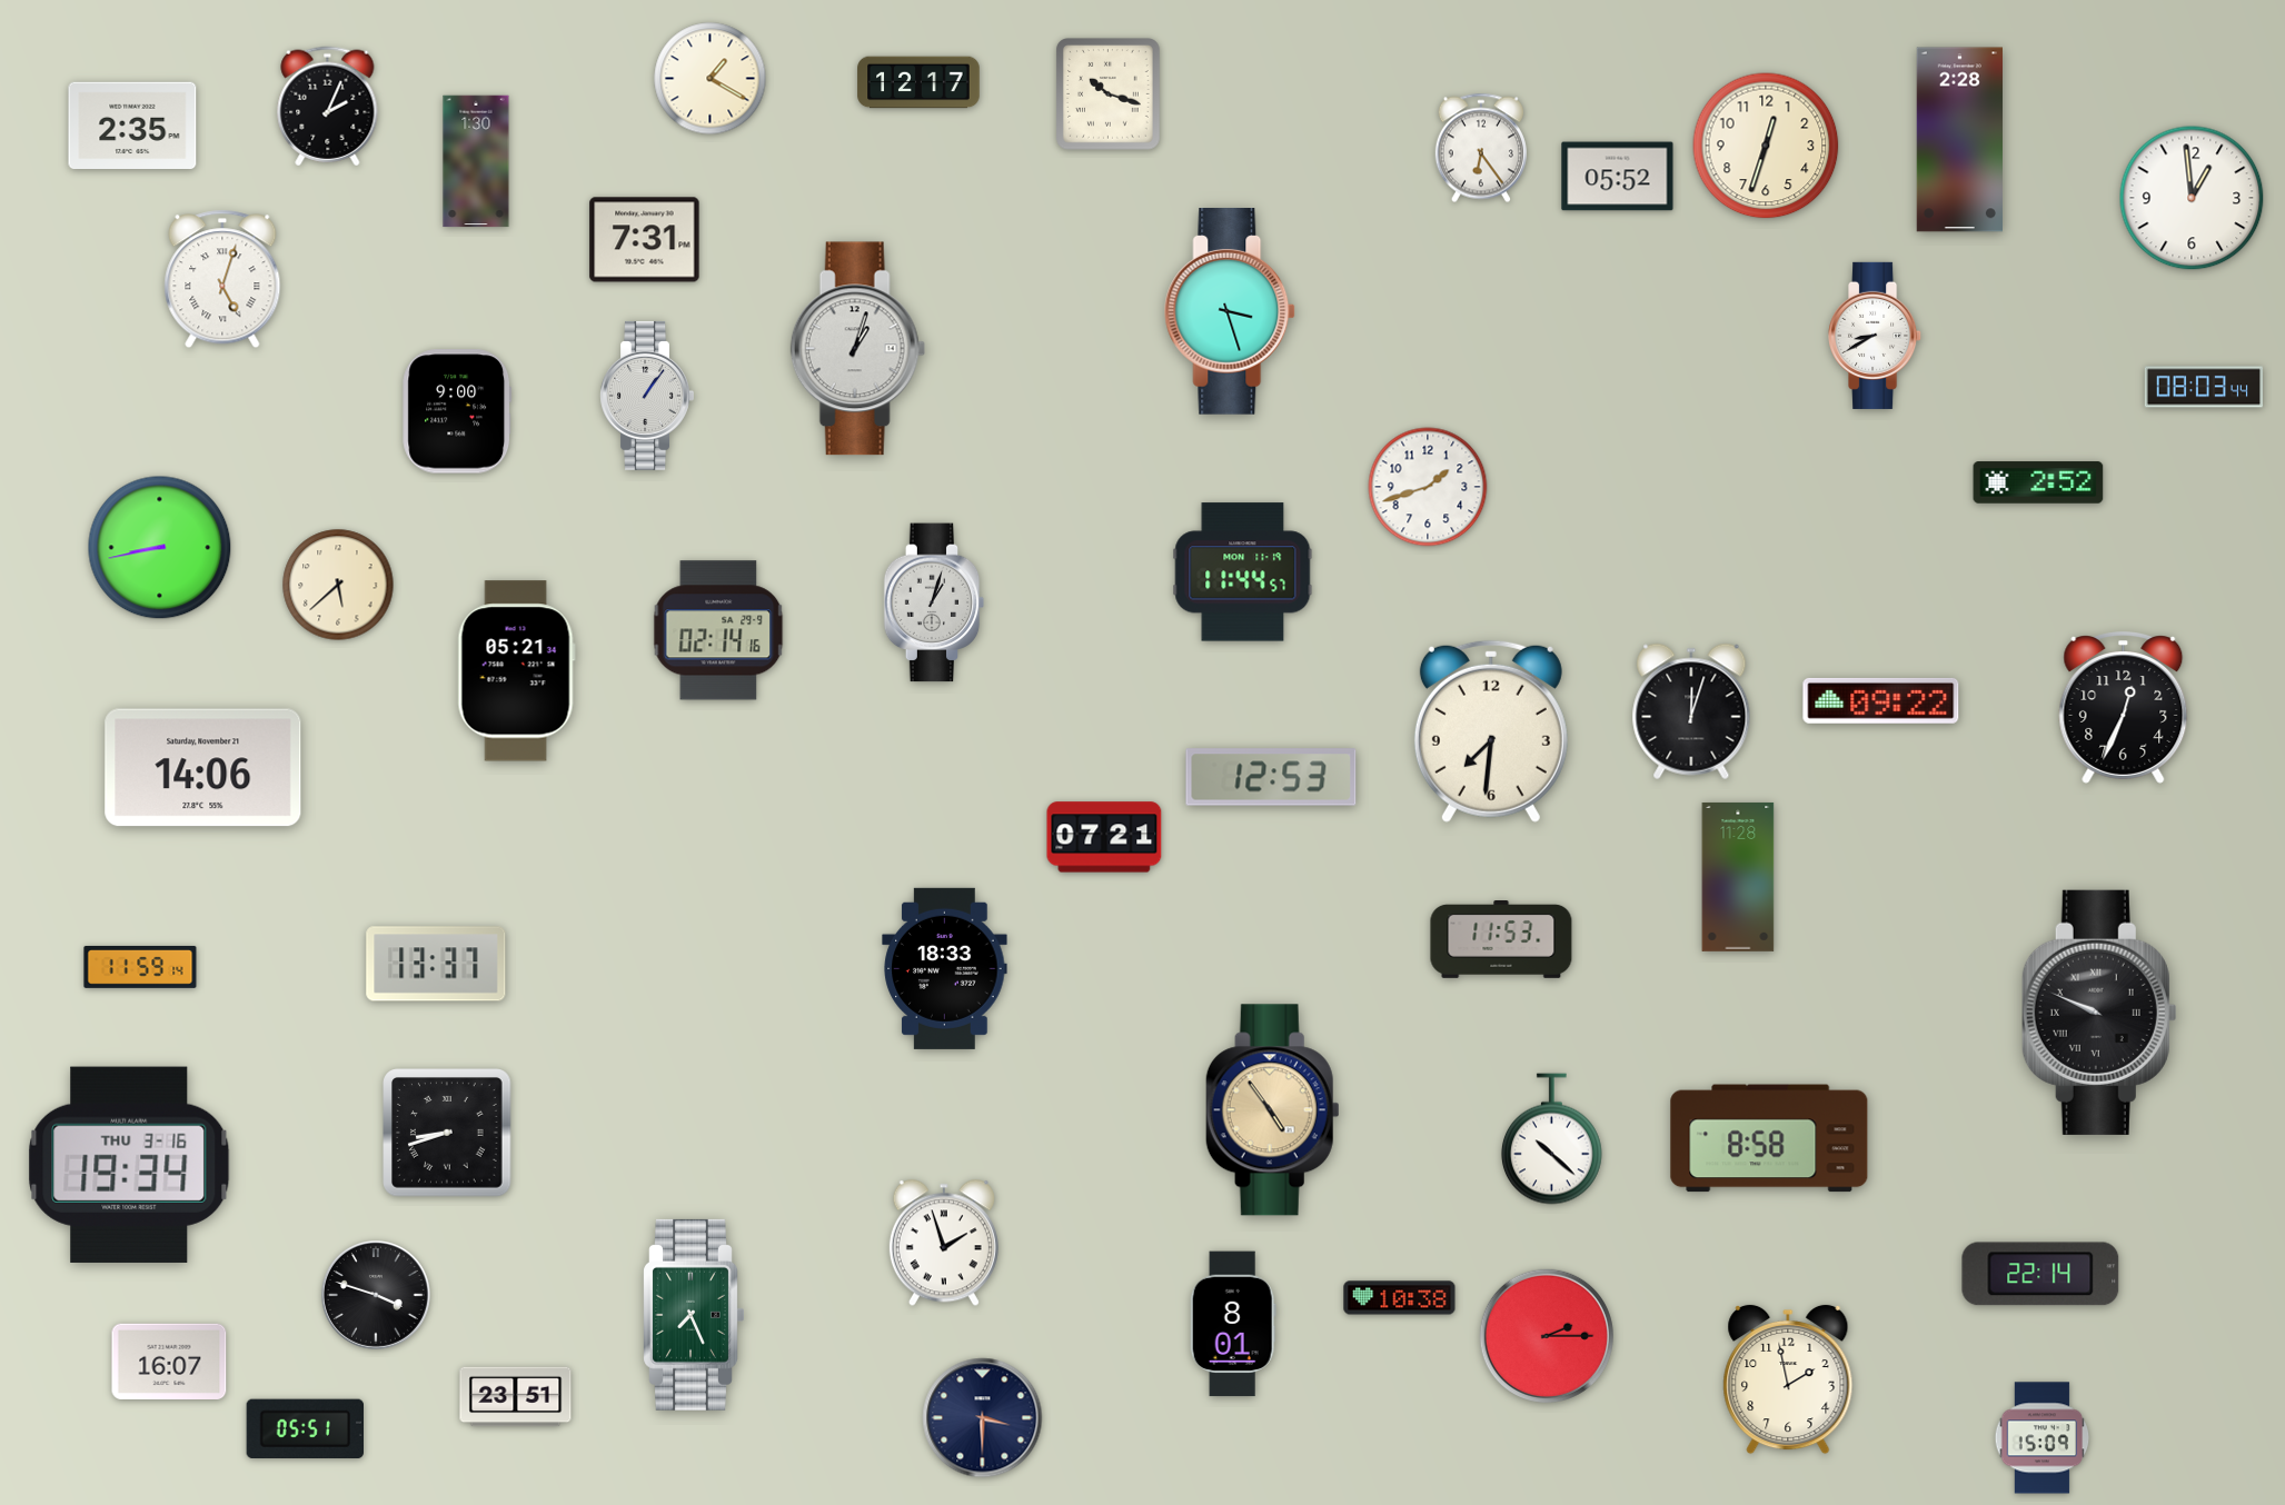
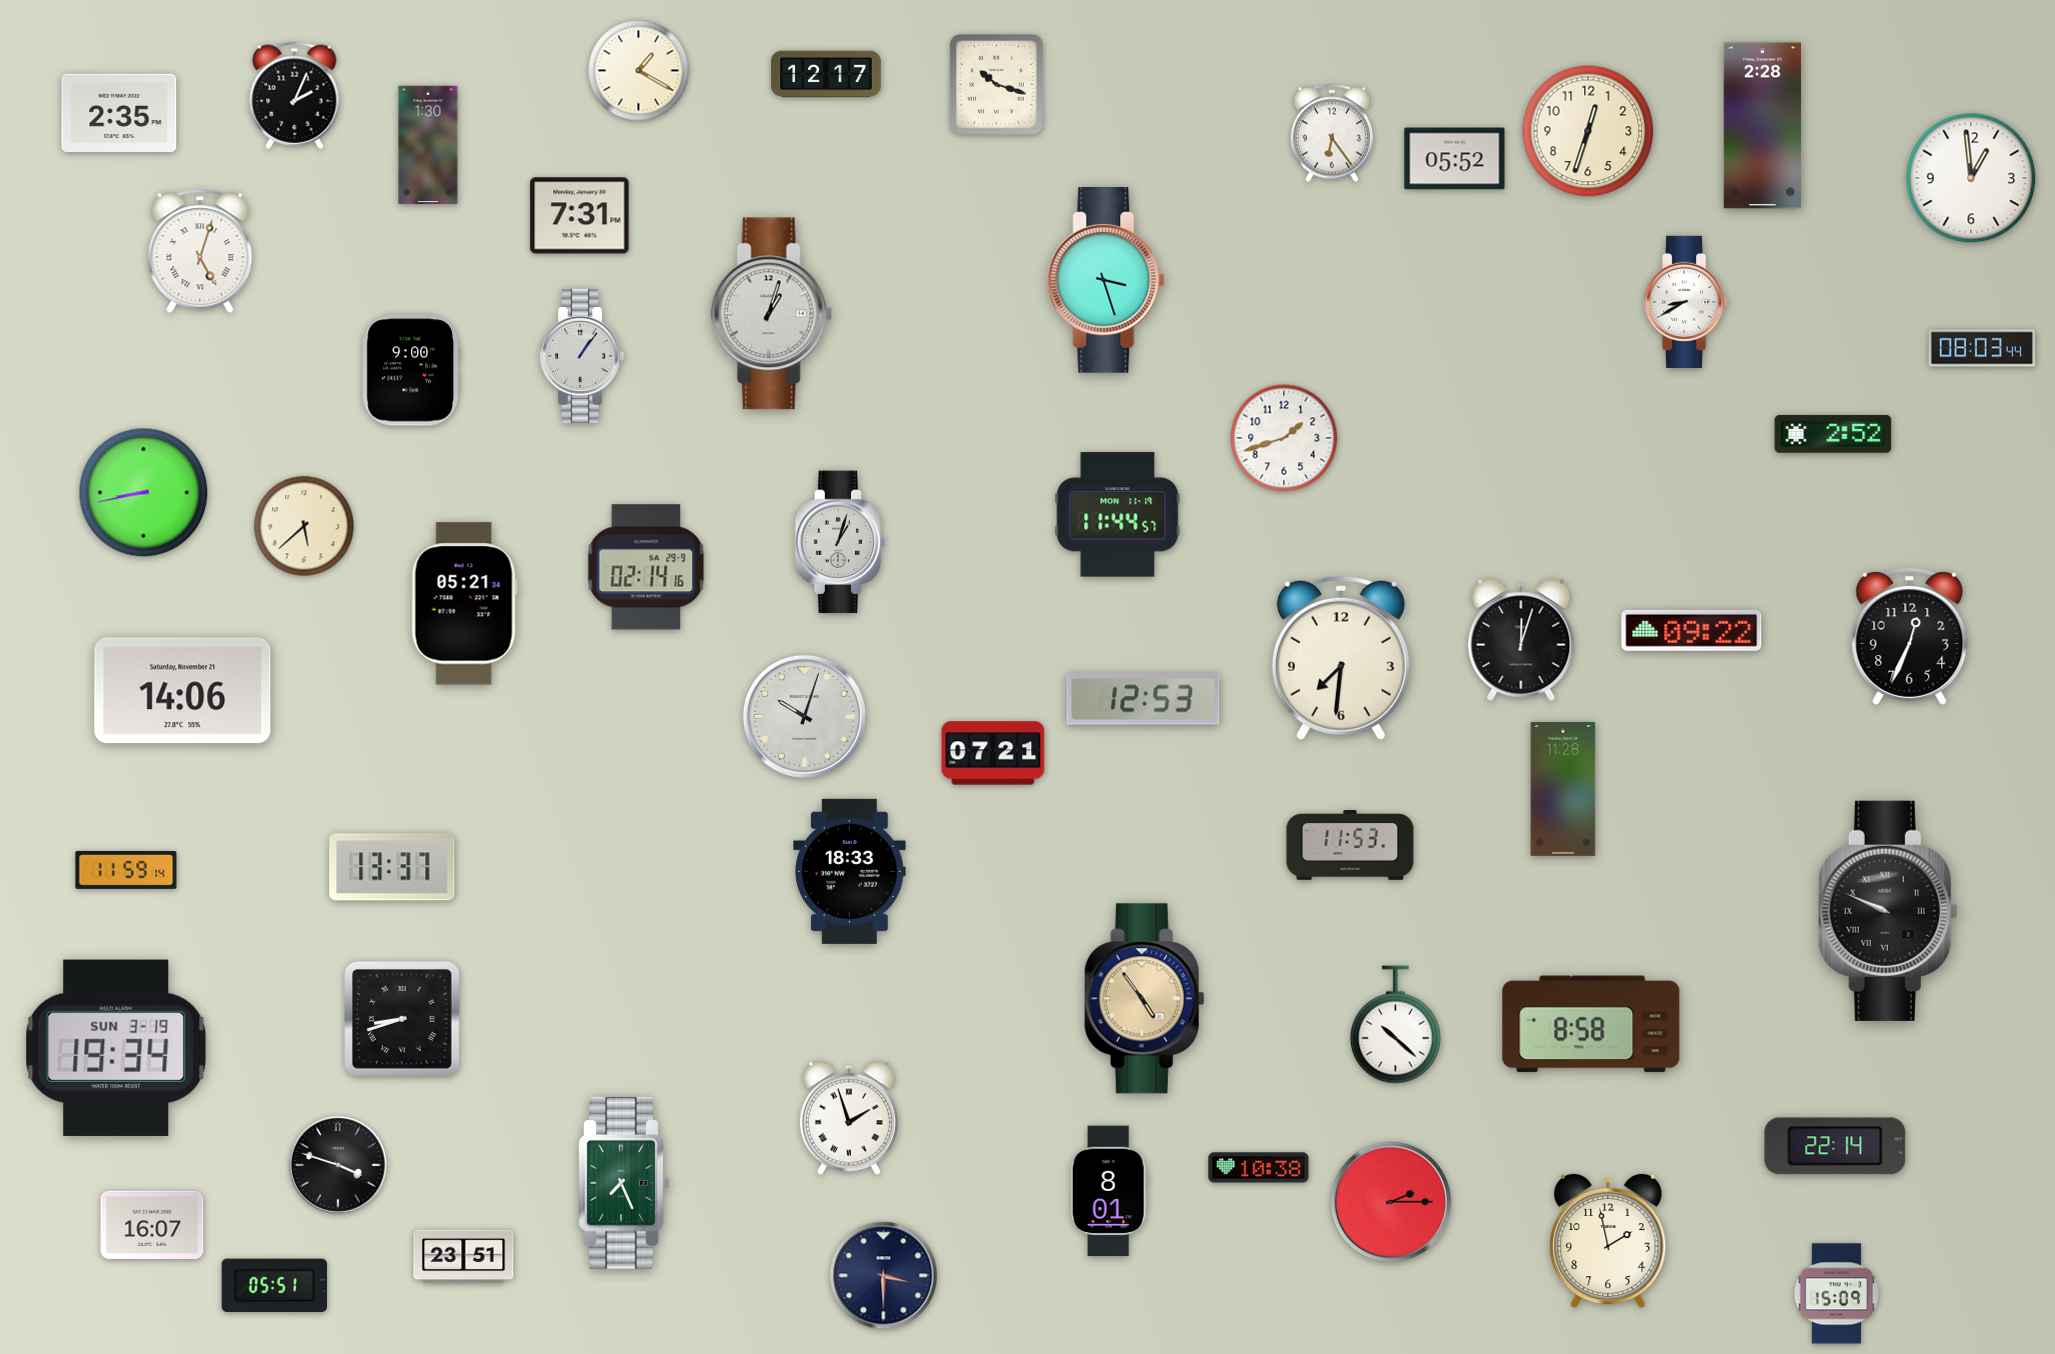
clock at (804, 716): none -> 10:03
clock at (129, 1165) date: THU 3-16 -> SUN 3-19
